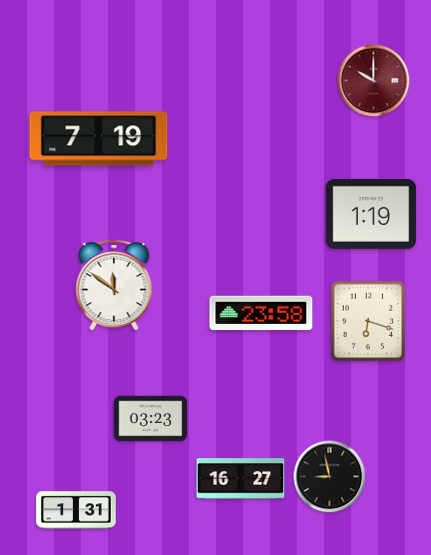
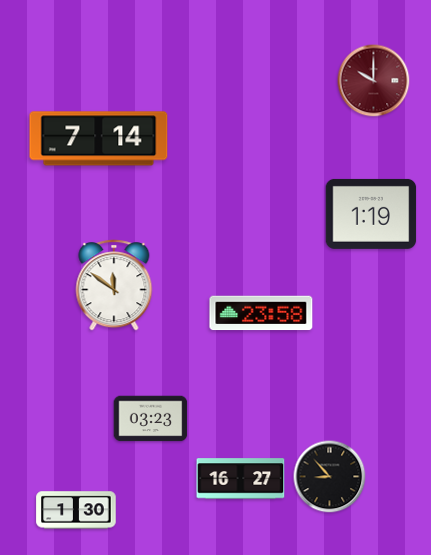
clock at (99, 139): 7:19 -> 7:14
clock at (368, 321): 6:18 -> none
clock at (330, 477): 8:58 -> 8:53
clock at (76, 510): 1:31 -> 1:30
